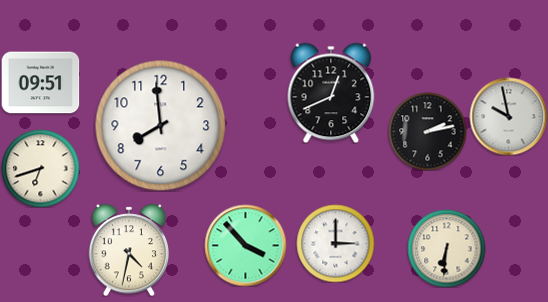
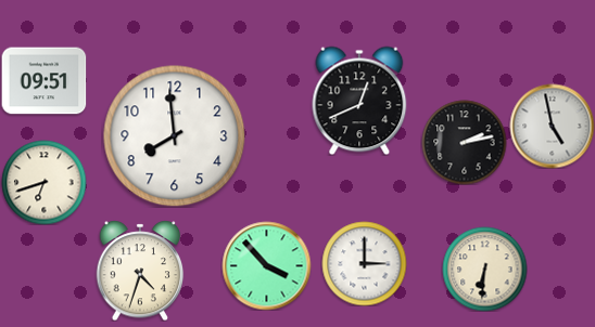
clock at (40, 83) position: (40, 83) -> (43, 81)
clock at (508, 116): 9:58 -> 4:58
clock at (129, 250): 4:32 -> 4:33
